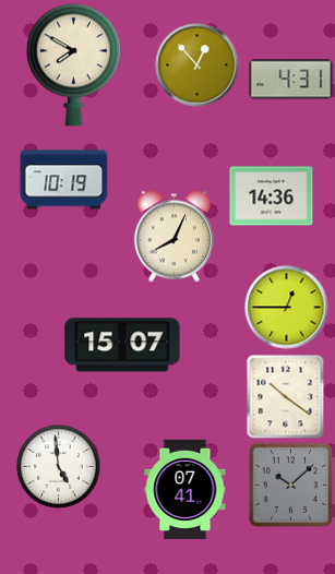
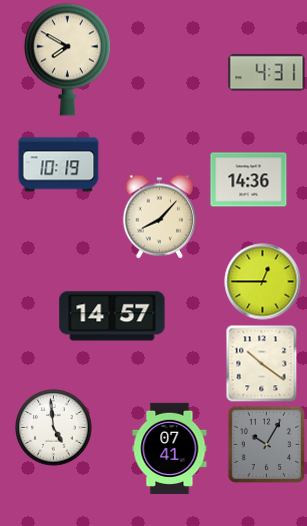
clock at (198, 65): 12:53 -> none
clock at (175, 237): 8:04 -> 8:07
clock at (122, 345): 15:07 -> 14:57
clock at (290, 485): 10:08 -> 10:05
